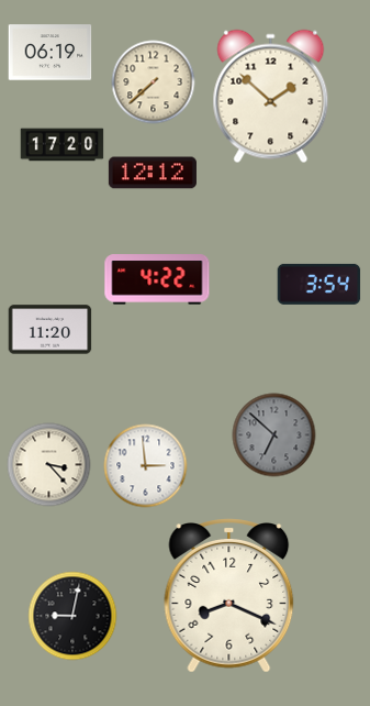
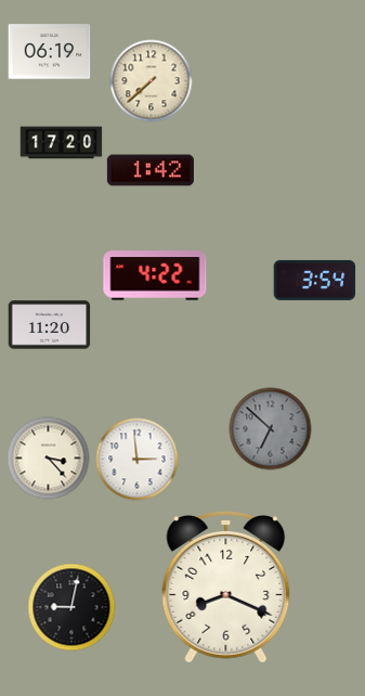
clock at (271, 97): 1:52 -> none
clock at (153, 173): 12:12 -> 1:42
clock at (146, 466) position: (146, 466) -> (138, 460)
